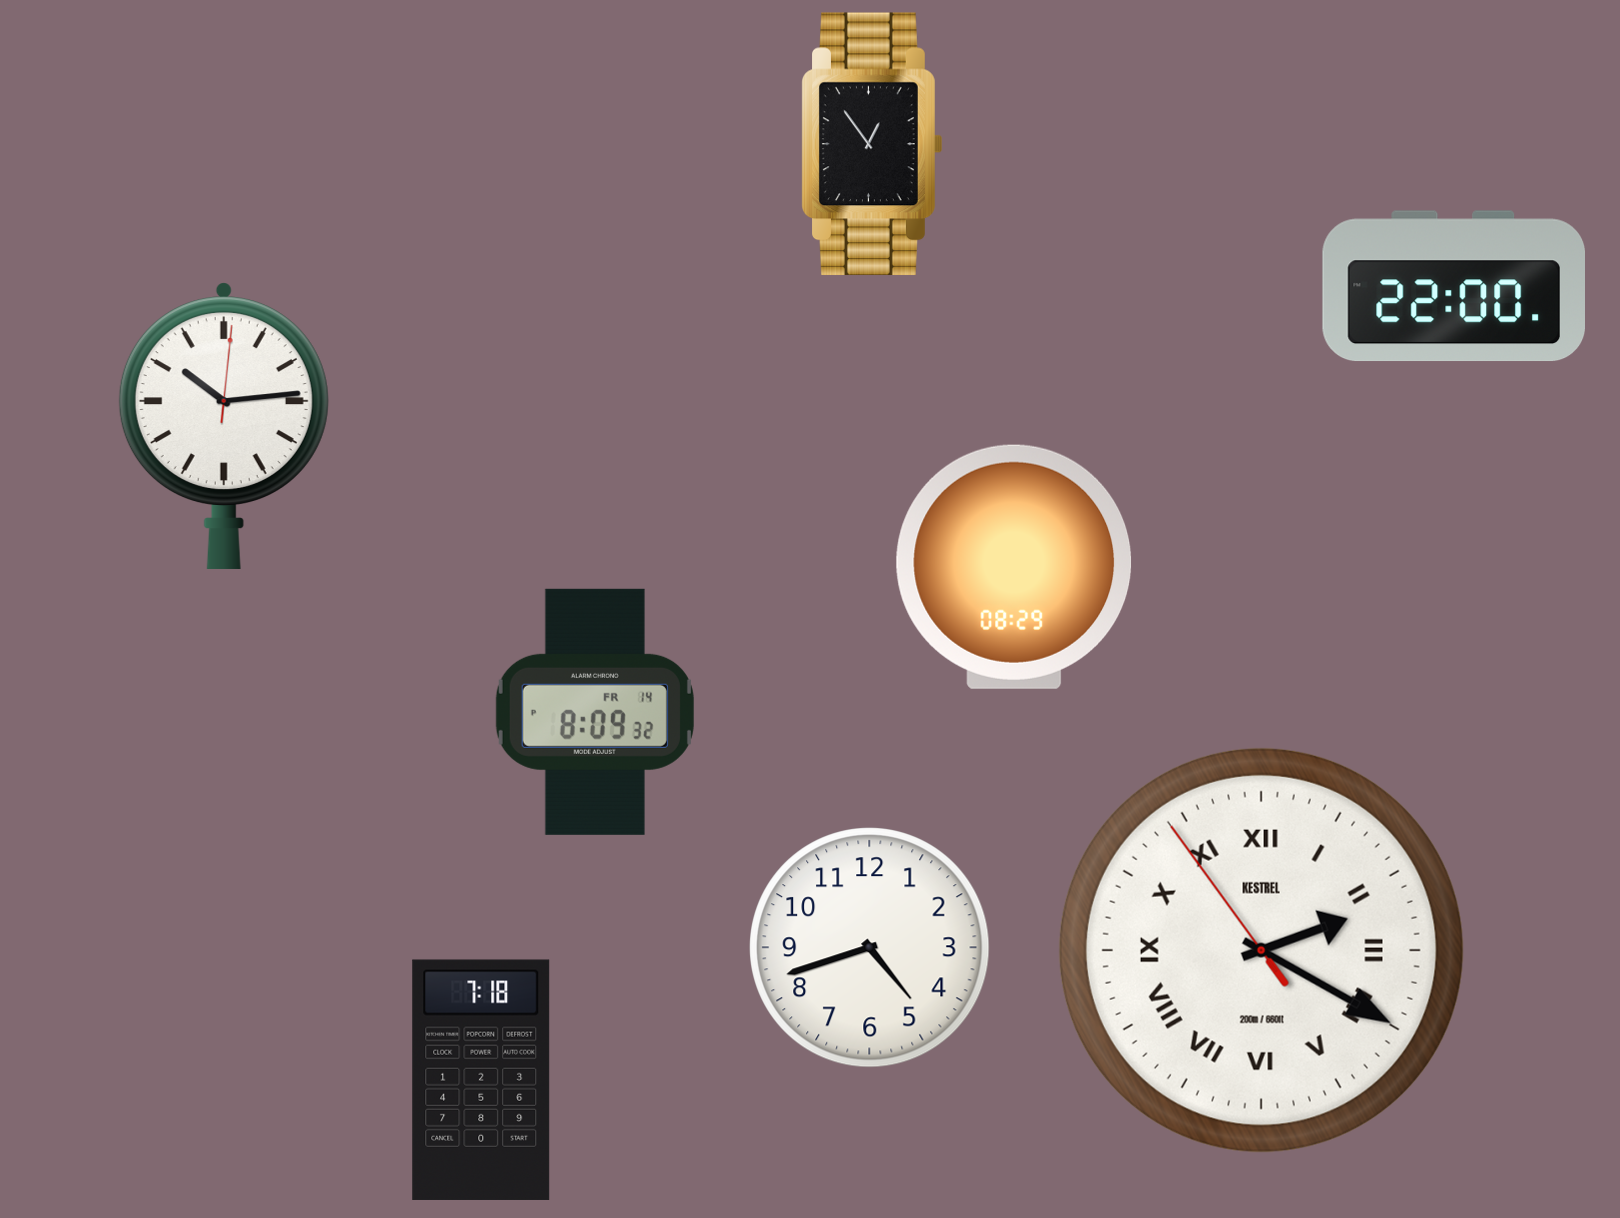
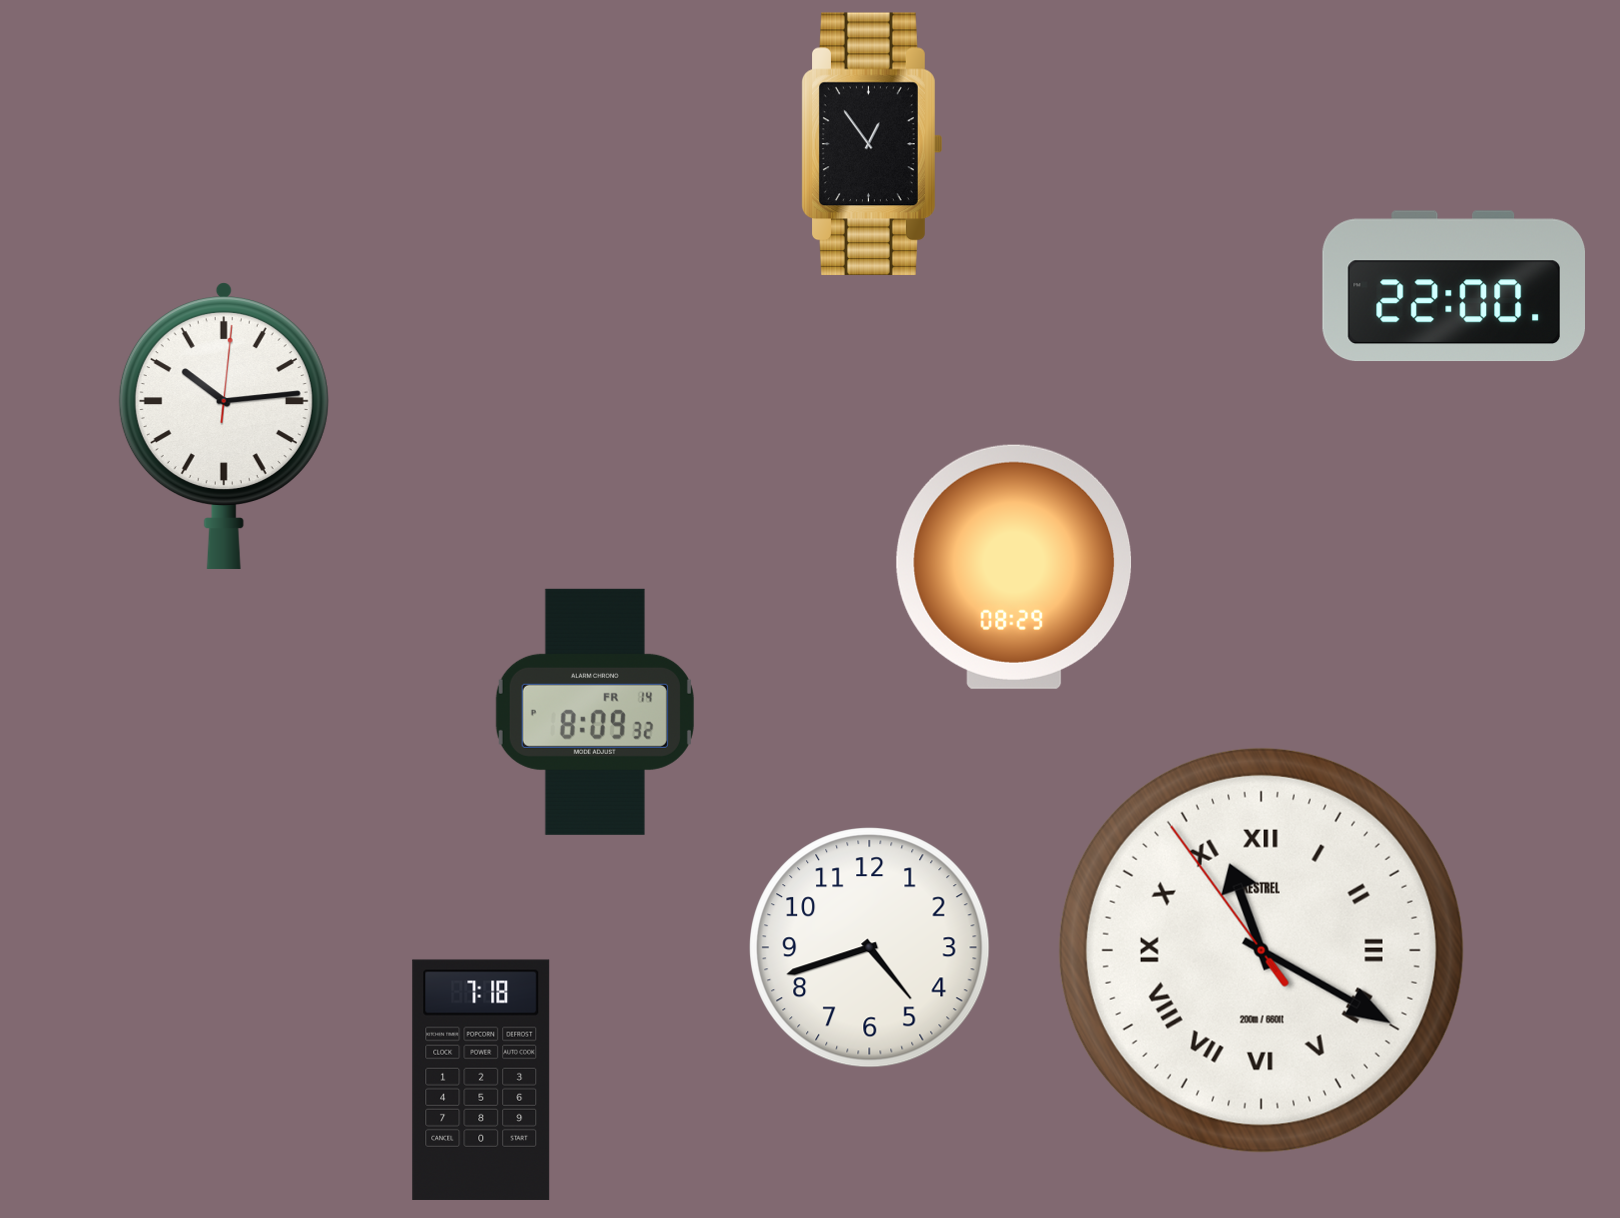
clock at (1261, 950): 2:19 -> 11:19
